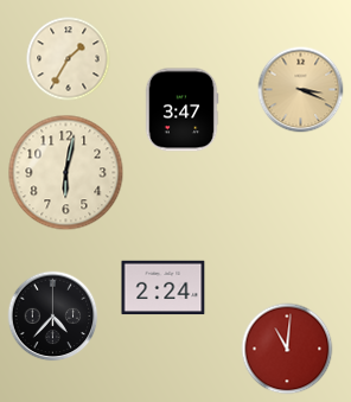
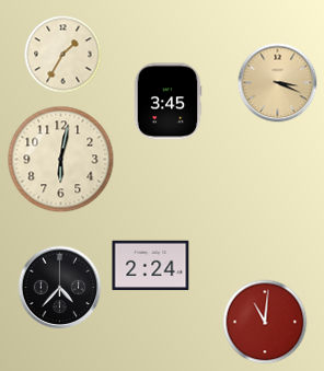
clock at (181, 110): 3:47 -> 3:45
clock at (53, 317) position: (53, 317) -> (60, 288)
